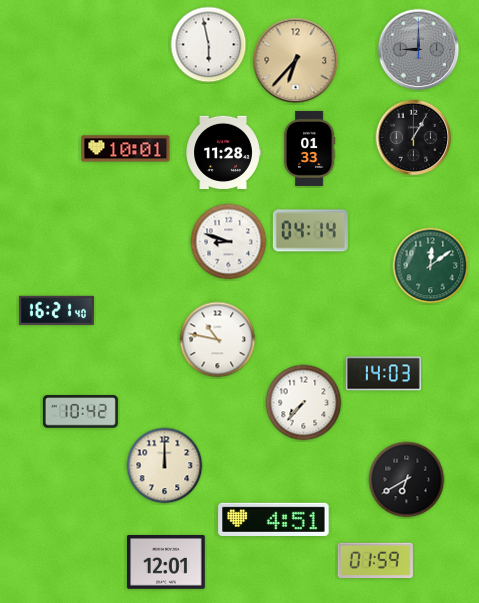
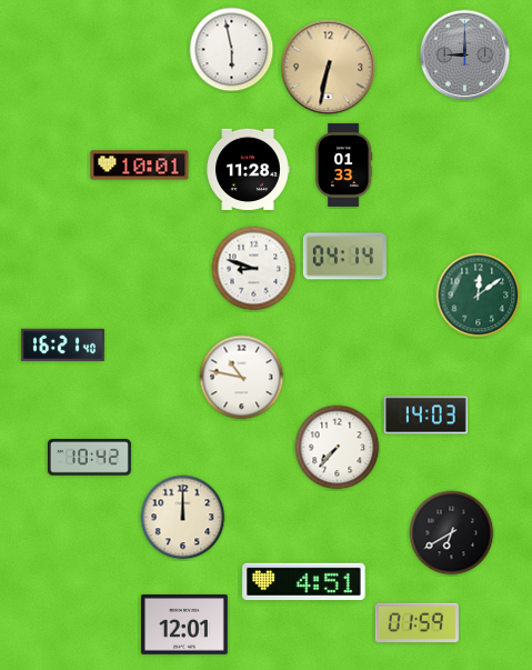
clock at (296, 61): 6:37 -> 6:32
clock at (414, 138): 1:05 -> none
clock at (274, 519) position: (274, 519) -> (304, 581)
